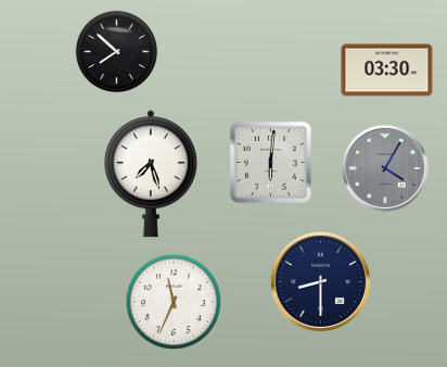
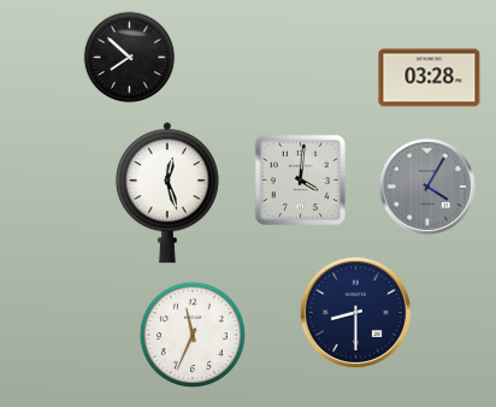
clock at (387, 71): 03:30 -> 03:28
clock at (270, 162): 6:01 -> 4:01
clock at (151, 174): 7:27 -> 12:27
